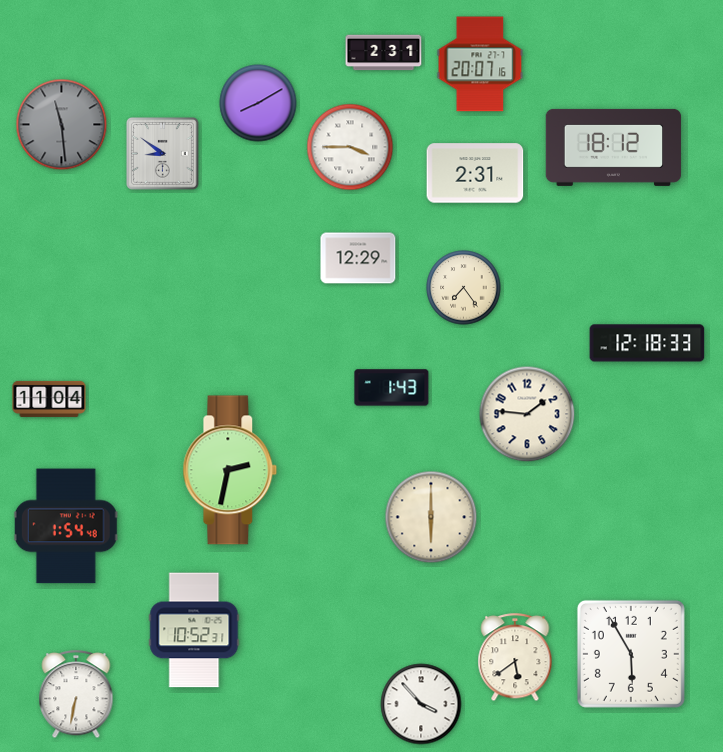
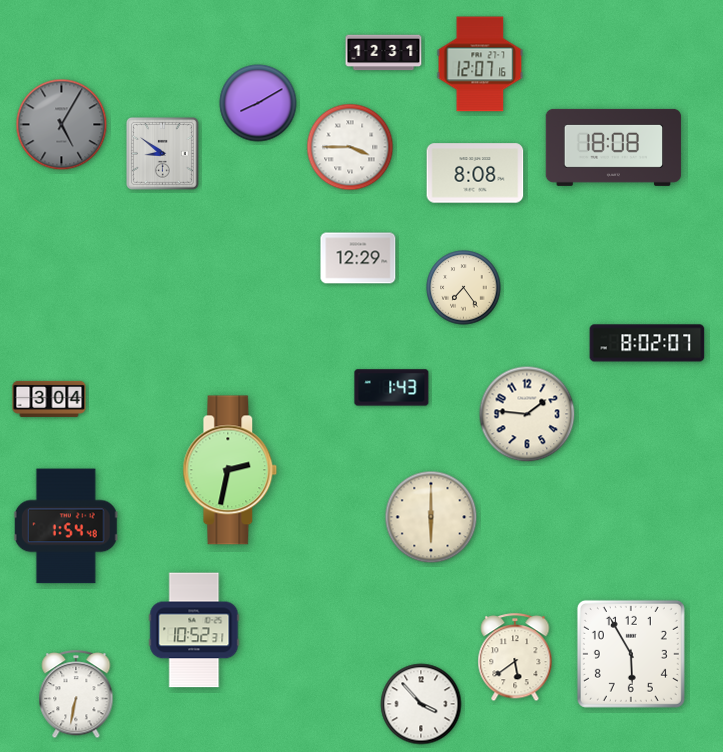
clock at (384, 53): 2:31 -> 12:31
clock at (480, 64): 20:07 -> 12:07
clock at (62, 125): 11:29 -> 5:05
clock at (614, 147): 18:12 -> 18:08
clock at (475, 173): 2:31 -> 8:08
clock at (647, 343): 12:18 -> 8:02
clock at (49, 399): 11:04 -> 3:04
